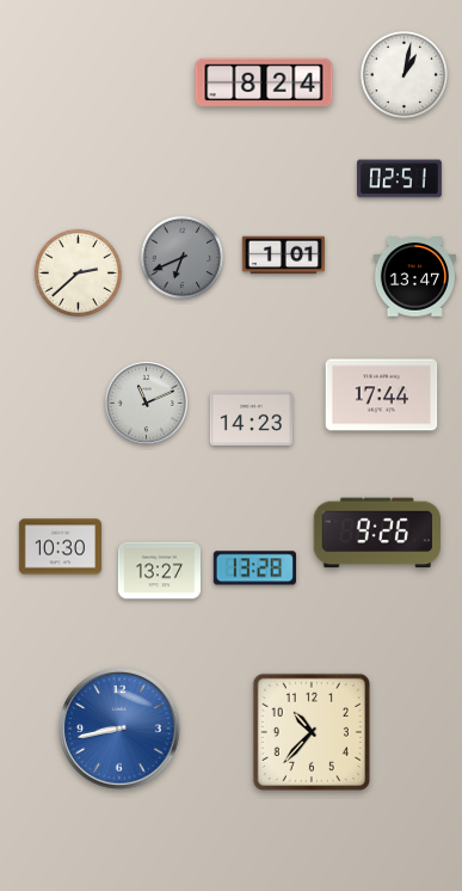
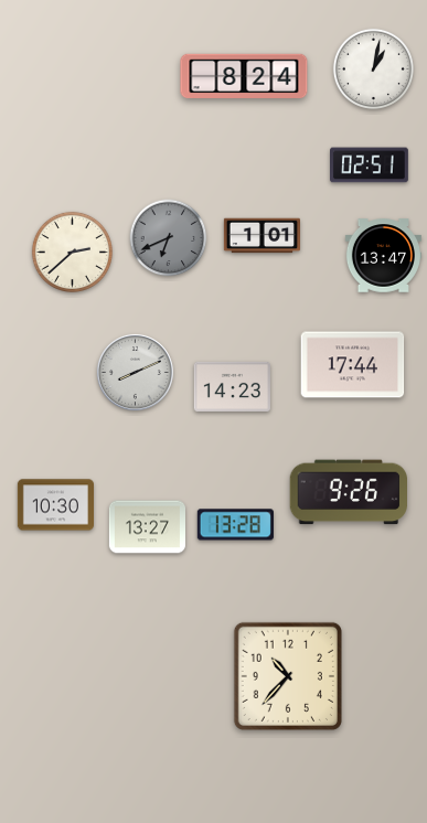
clock at (146, 403): 11:11 -> 8:11
clock at (119, 729): 8:43 -> none
